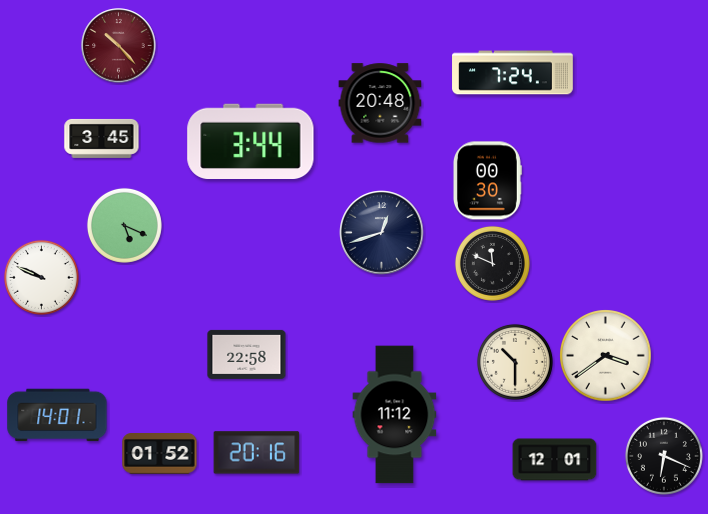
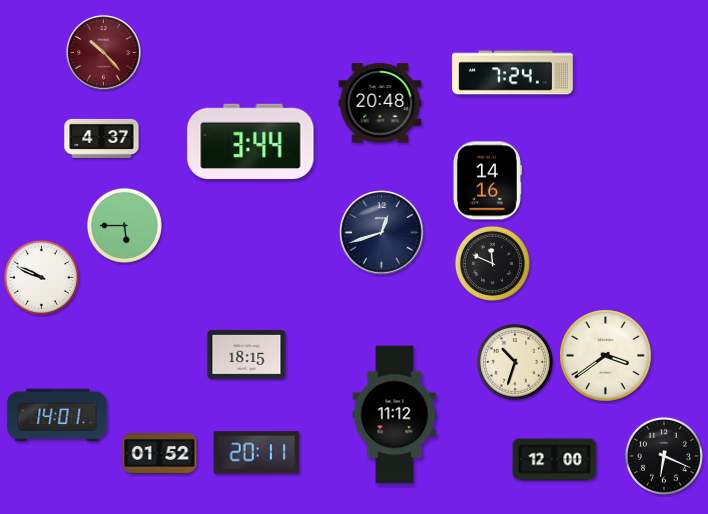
clock at (119, 46) position: (119, 46) -> (104, 53)
clock at (102, 138): 3:45 -> 4:37
clock at (487, 181): 00:30 -> 14:16
clock at (124, 225): 5:19 -> 5:45
clock at (247, 354): 22:58 -> 18:15
clock at (515, 362): 10:30 -> 10:33
clock at (257, 453): 20:16 -> 20:11
clock at (555, 460): 12:01 -> 12:00
